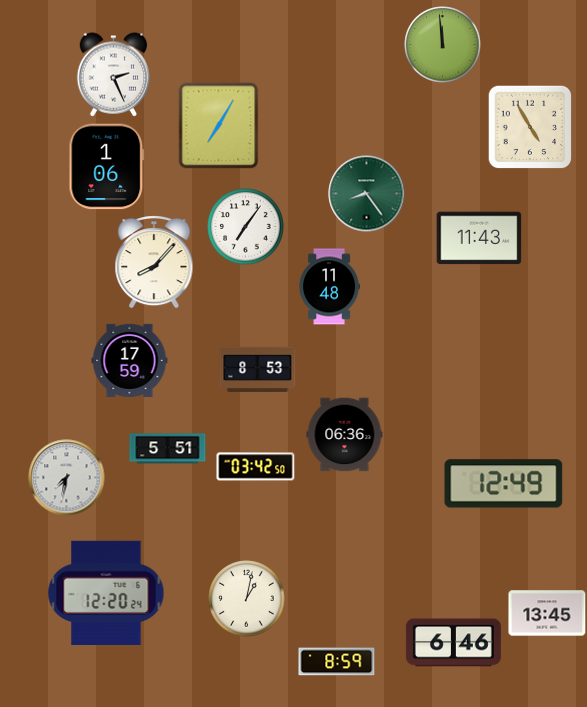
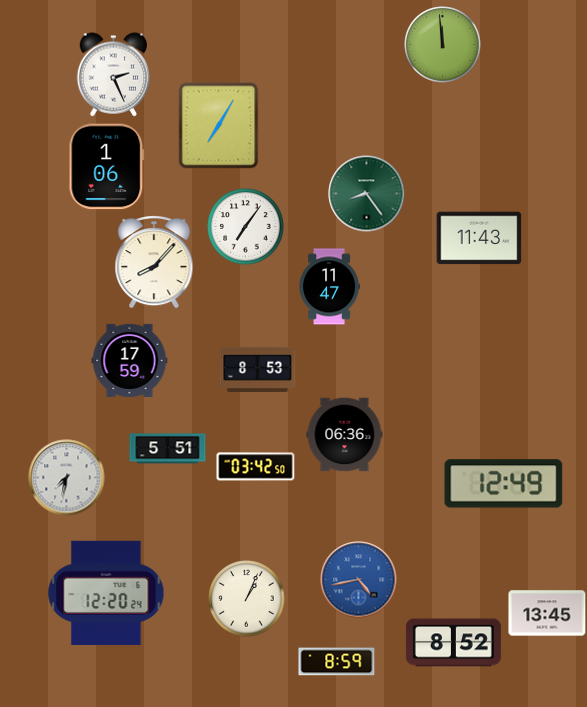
clock at (530, 127): 4:55 -> none
clock at (329, 287): 11:48 -> 11:47
clock at (359, 580): none -> 4:43
clock at (247, 599): 1:02 -> 1:04
clock at (453, 643): 6:46 -> 8:52
